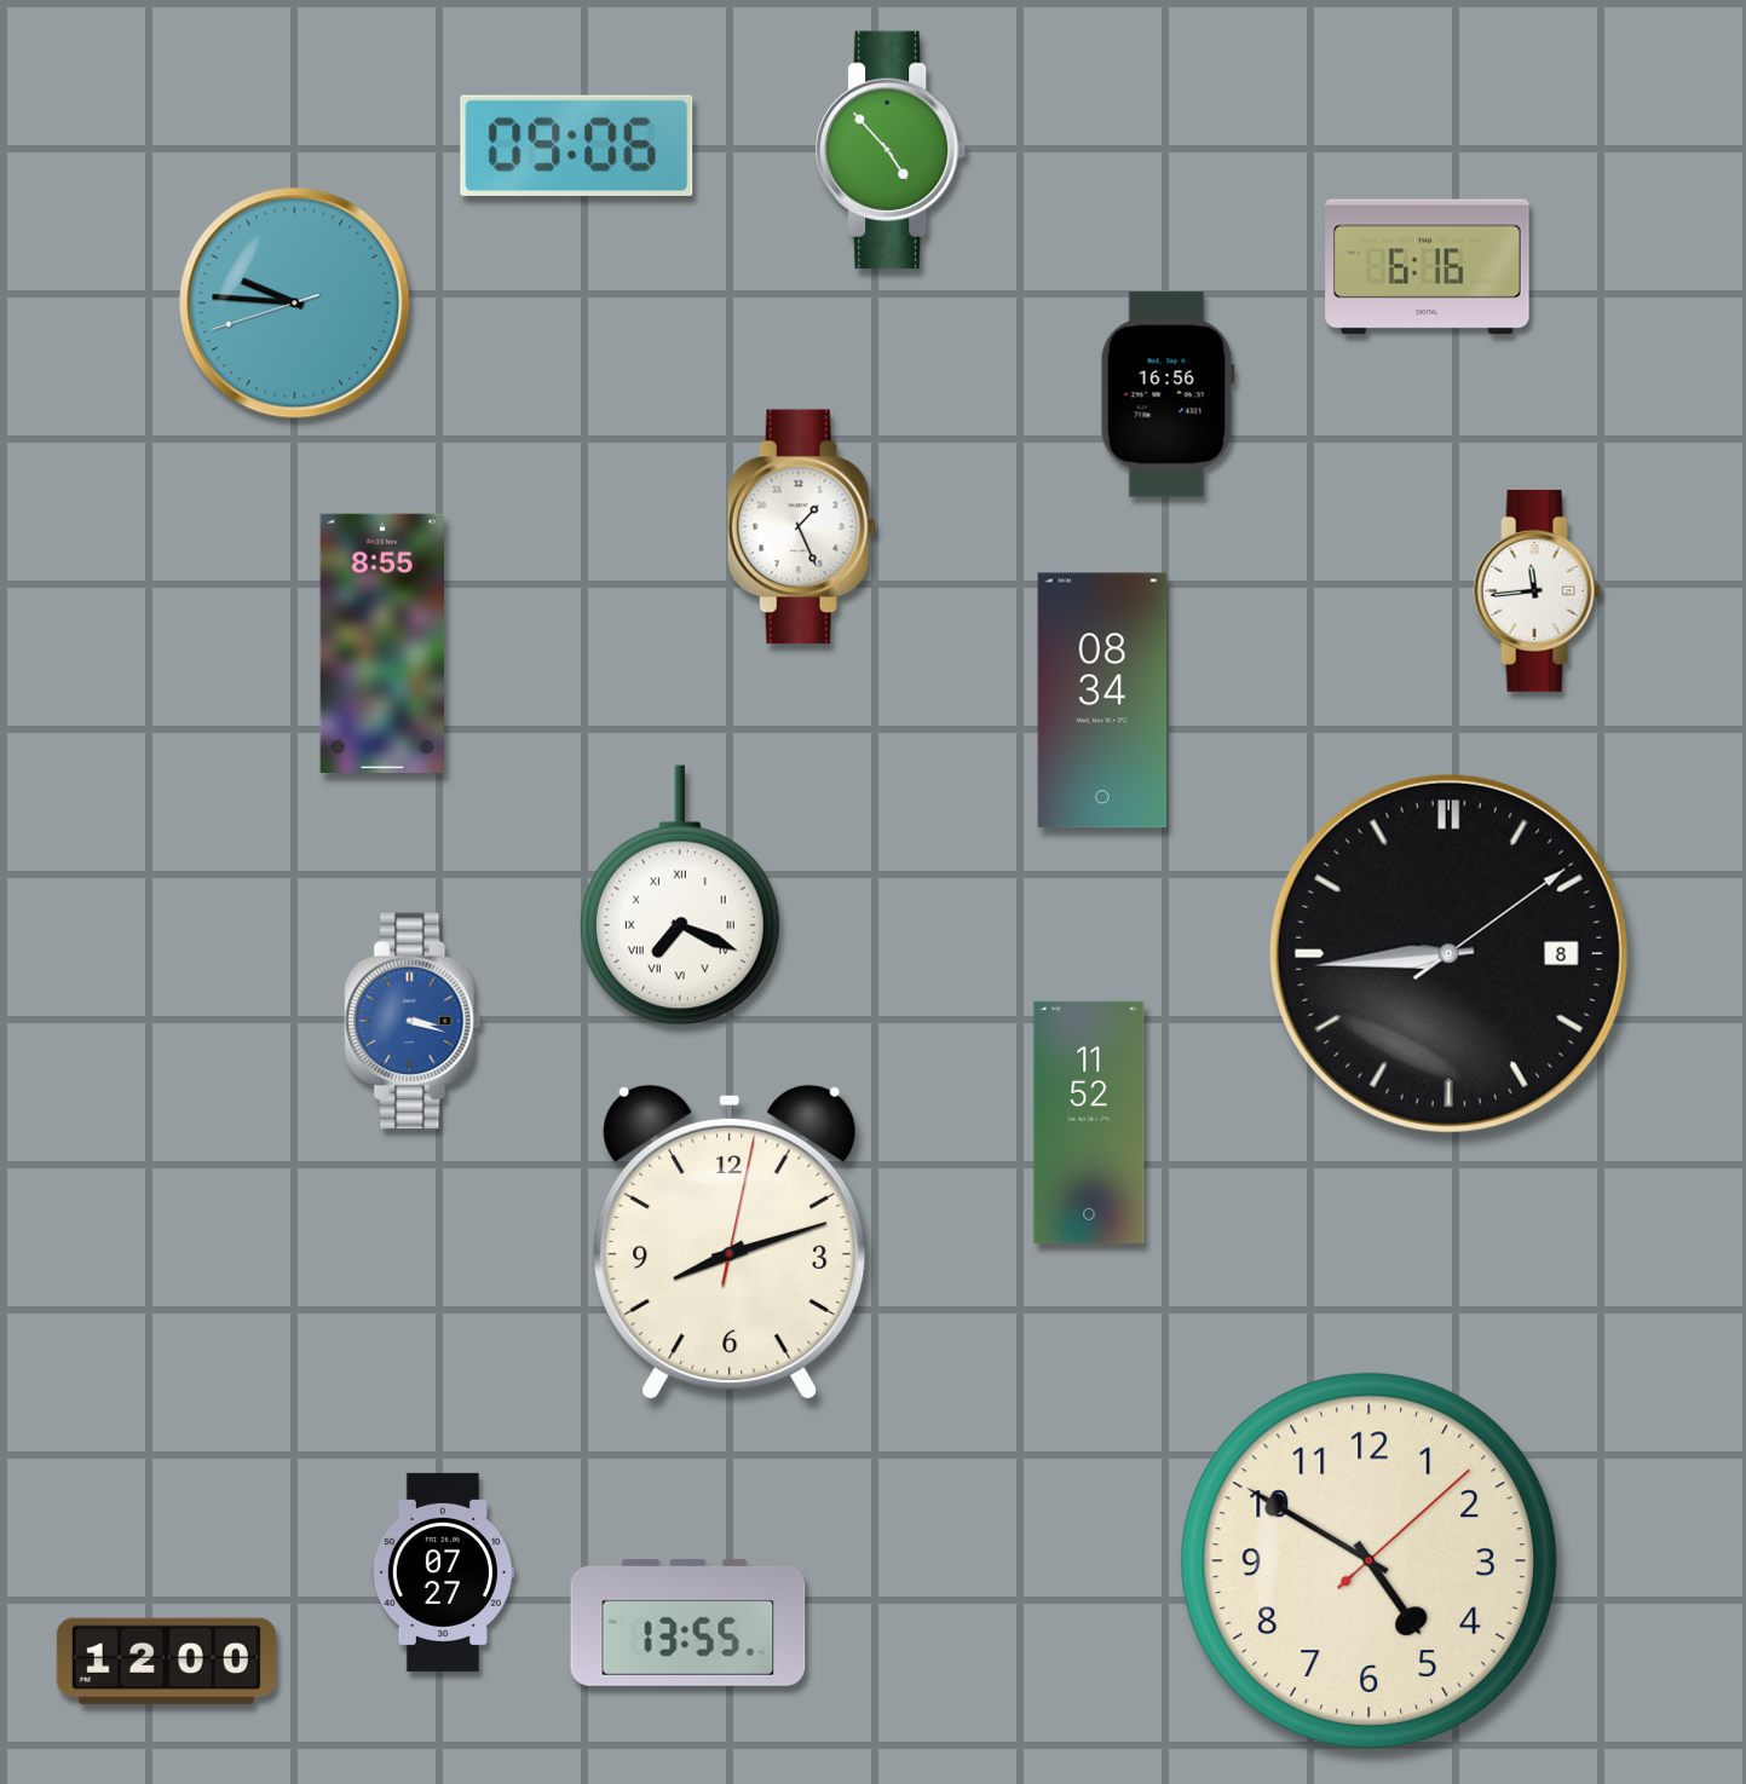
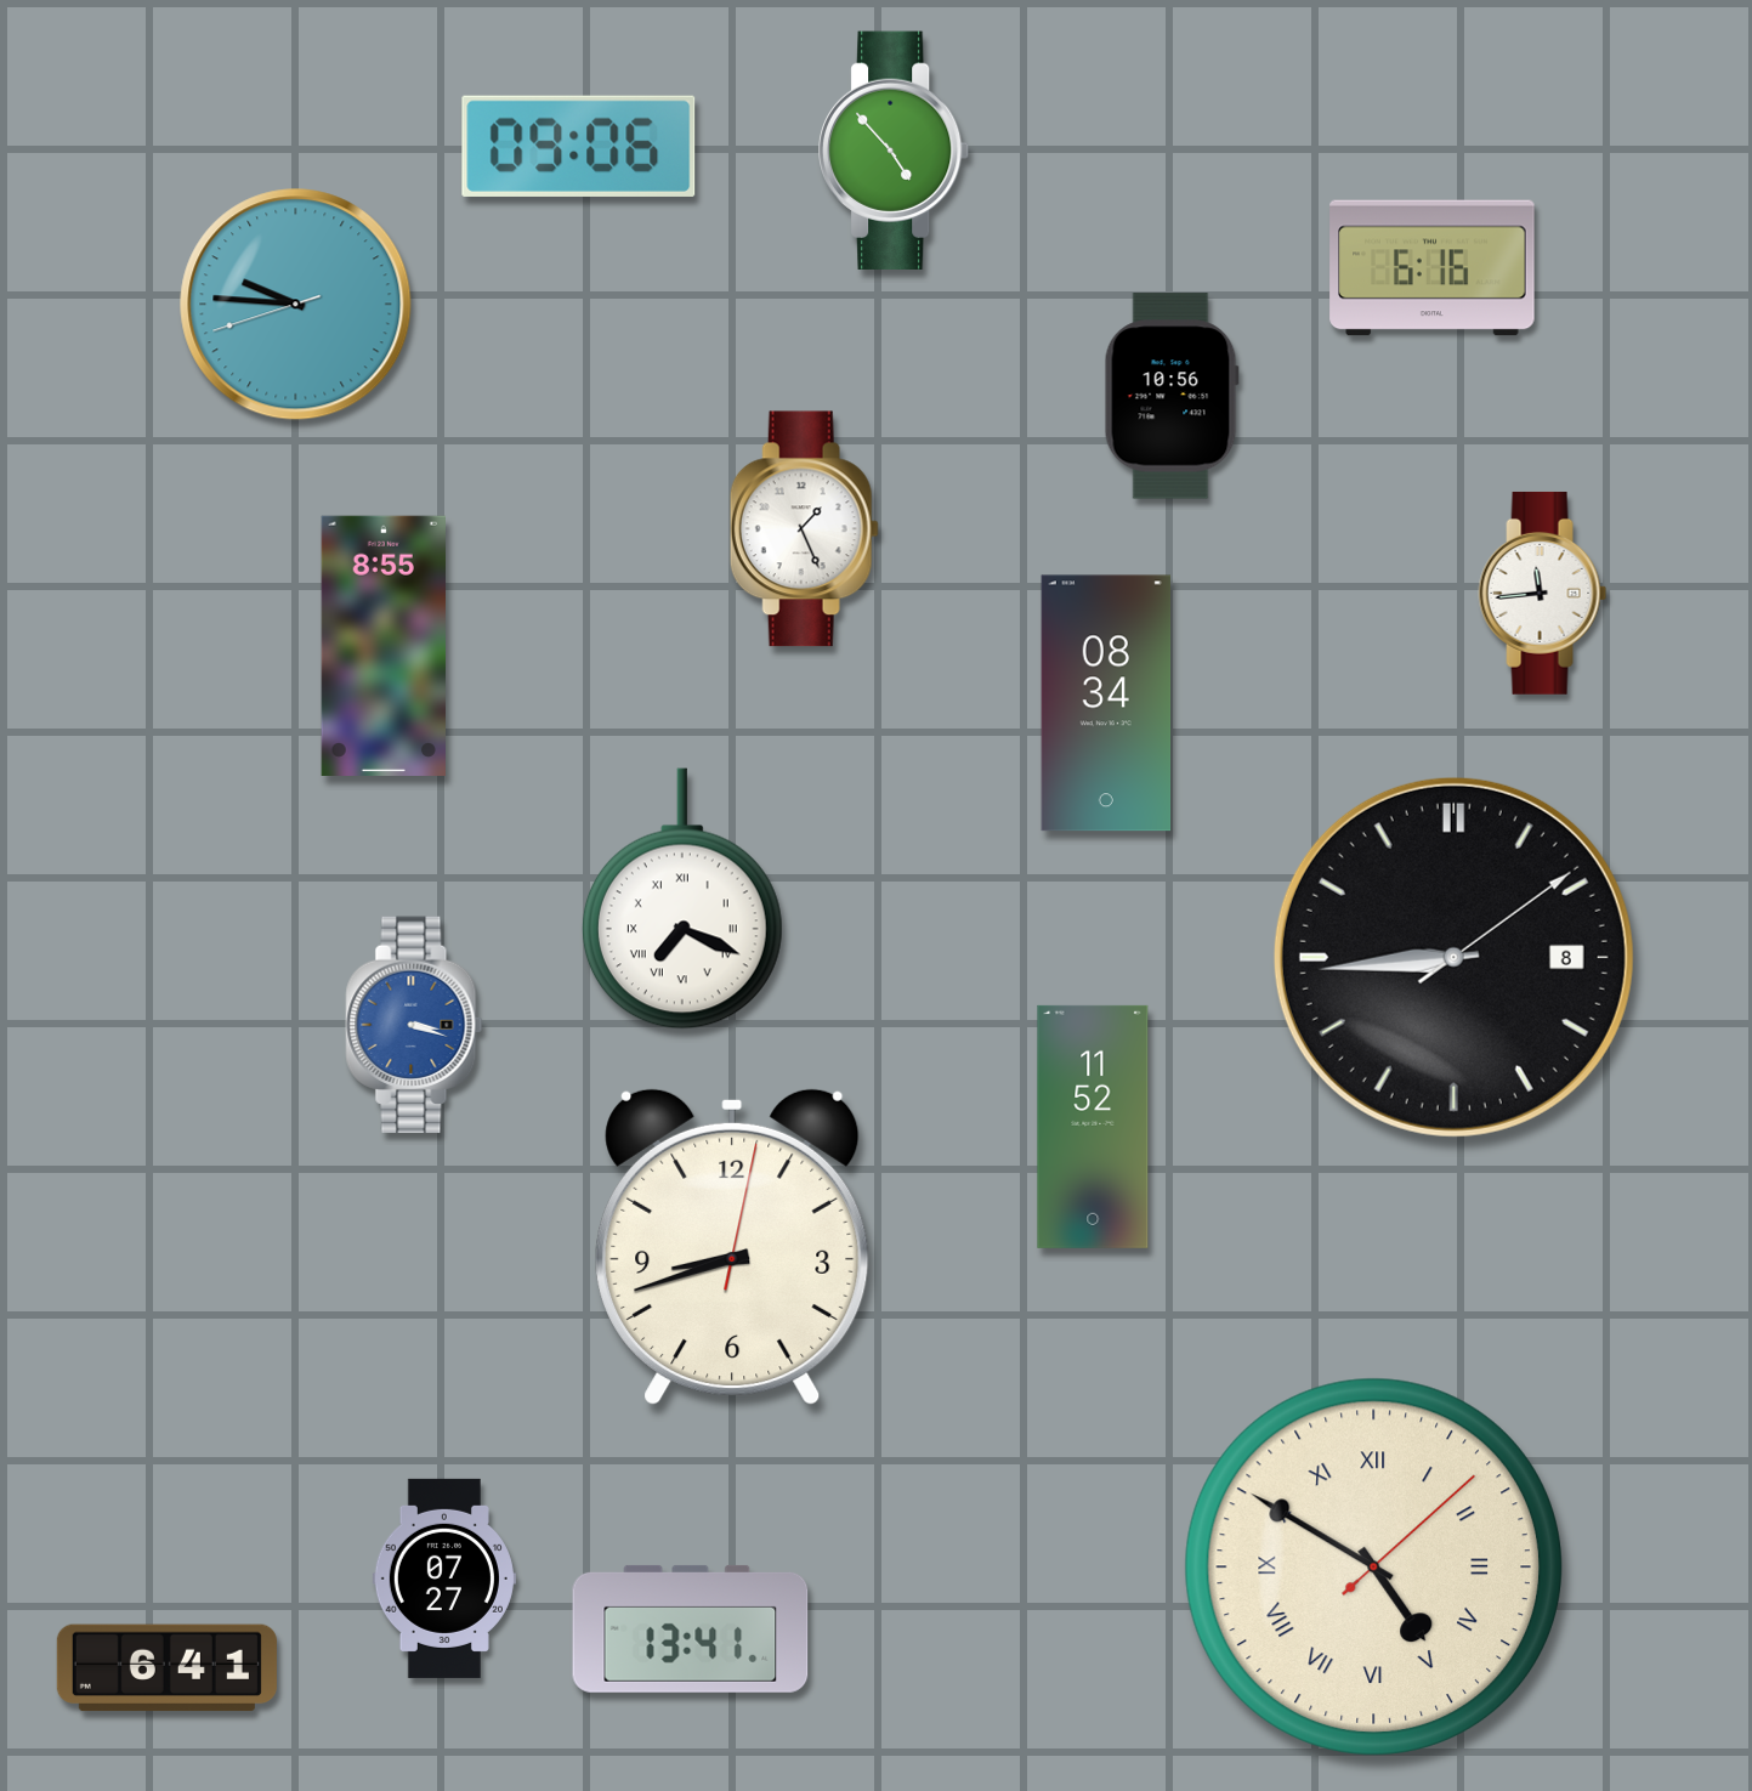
clock at (1168, 394): 16:56 -> 10:56
clock at (730, 1242): 8:12 -> 8:42
clock at (1368, 1560) numerals: Arabic -> Roman
clock at (688, 1622): 13:55 -> 13:41
clock at (166, 1662): 12:00 -> 6:41
